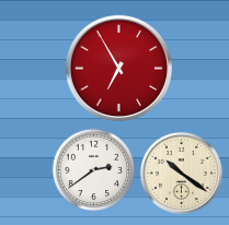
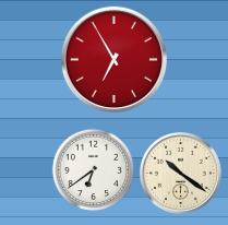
clock at (118, 68) position: (118, 68) -> (113, 59)
clock at (94, 170): 2:39 -> 6:39
